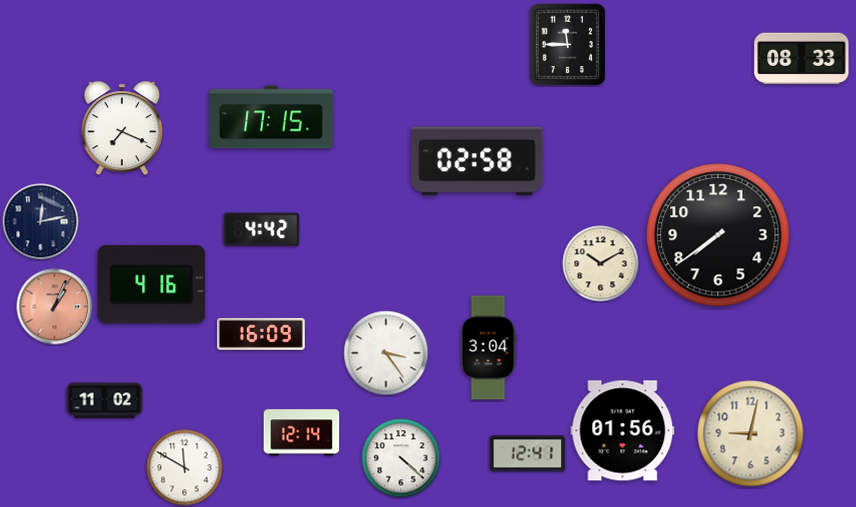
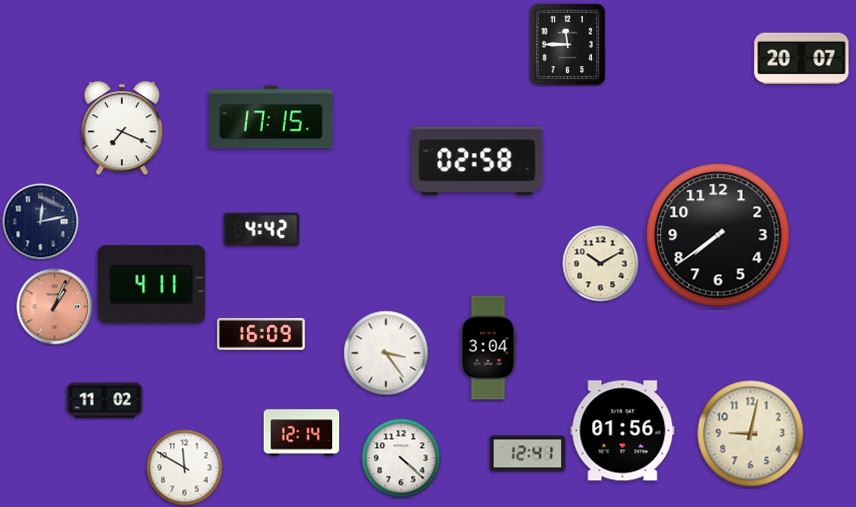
clock at (802, 59): 08:33 -> 20:07
clock at (152, 285): 4:16 -> 4:11
